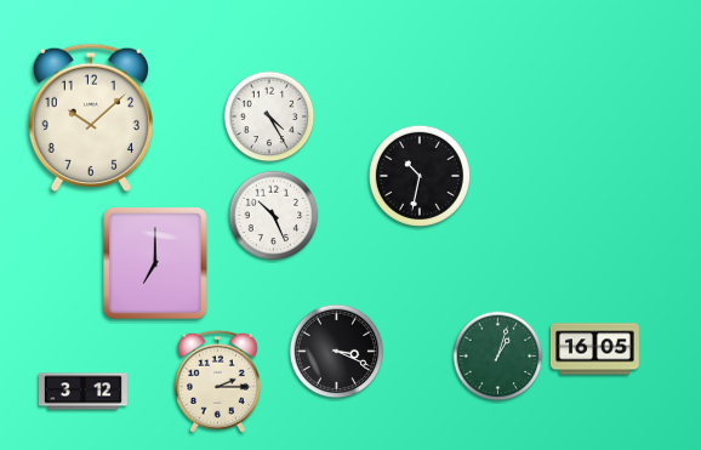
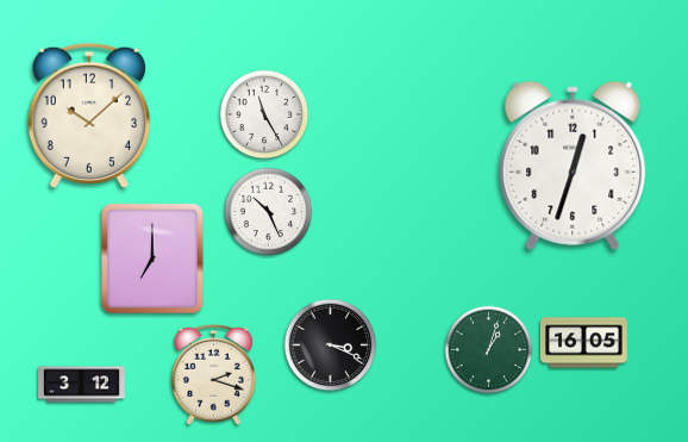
clock at (269, 116): 4:25 -> 11:25
clock at (573, 166): none -> 12:33
clock at (420, 176): 10:32 -> none
clock at (217, 381): 2:15 -> 2:18
